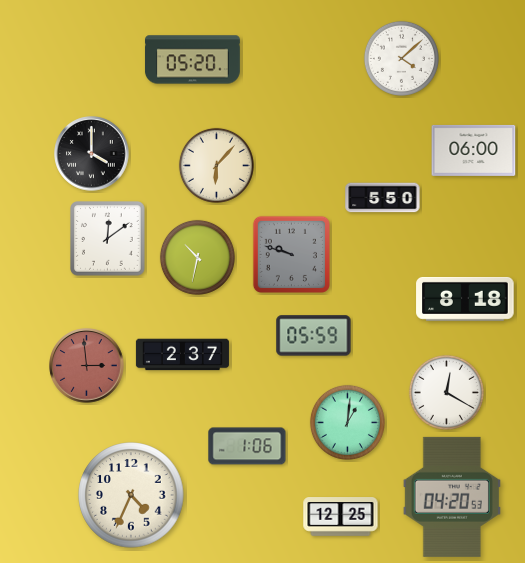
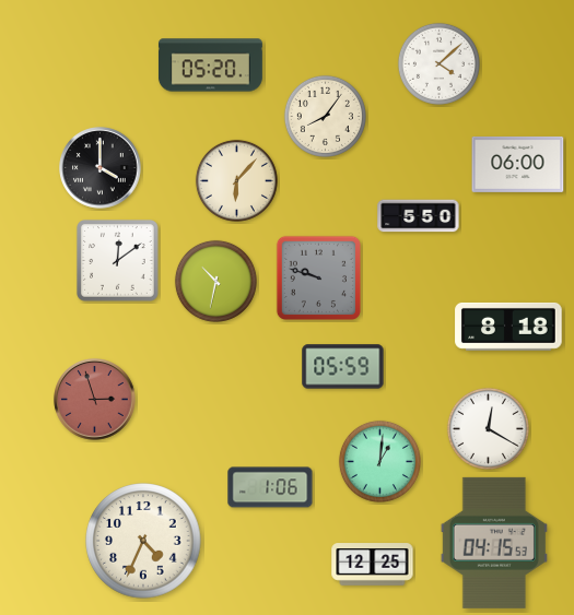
clock at (325, 116): none -> 8:06
clock at (182, 355): 2:37 -> none
clock at (87, 366): 2:59 -> 2:57
clock at (452, 497): 04:20 -> 04:15
